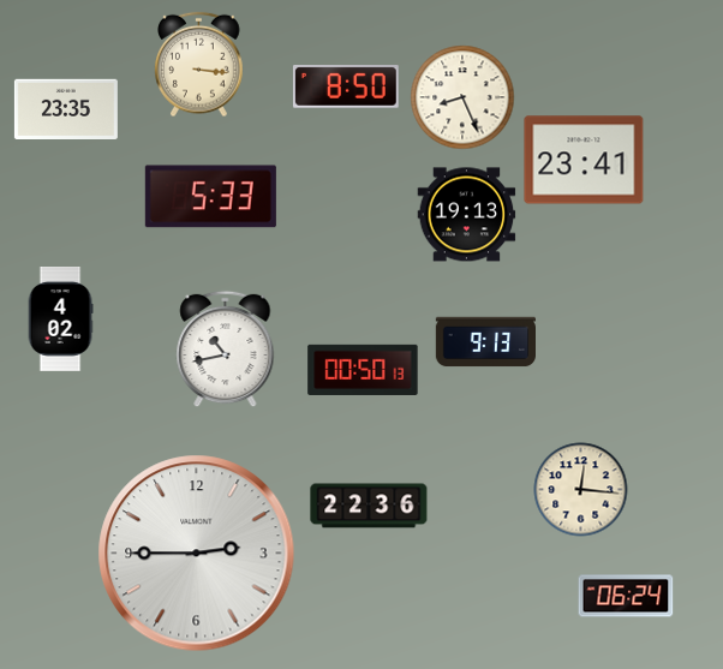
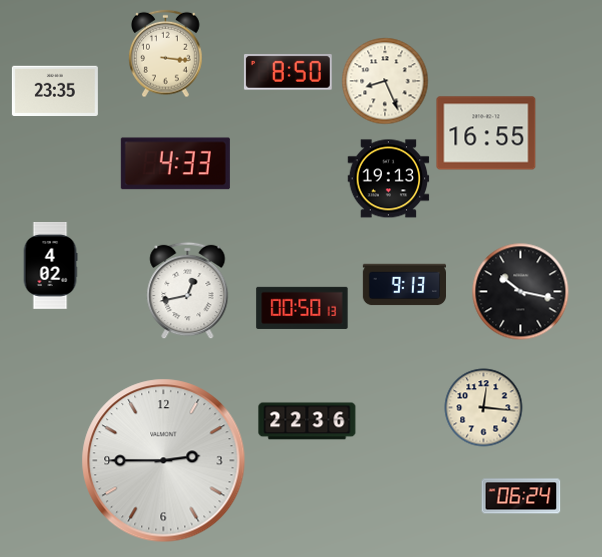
clock at (584, 160): 23:41 -> 16:55
clock at (210, 197): 5:33 -> 4:33
clock at (226, 350): 10:43 -> 12:43
clock at (521, 292): none -> 10:17
